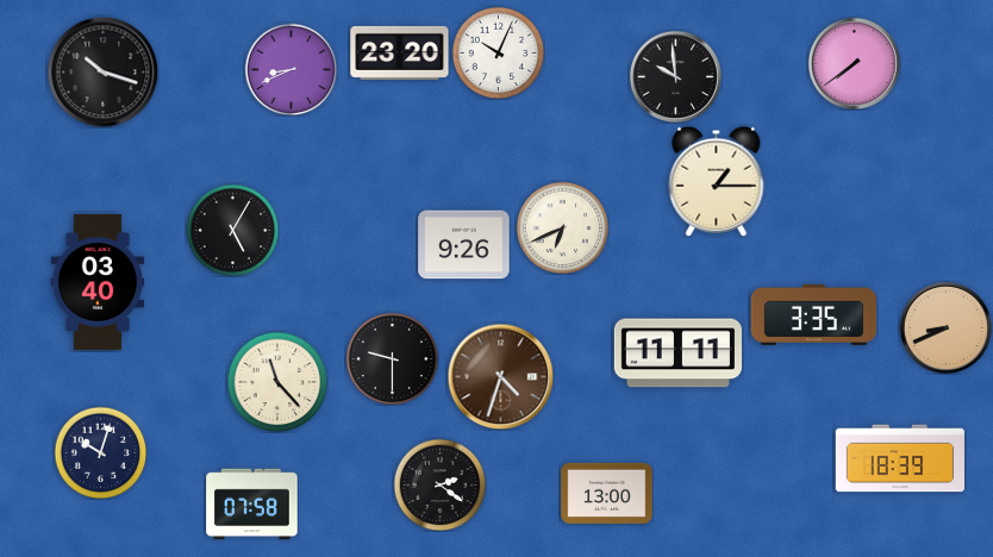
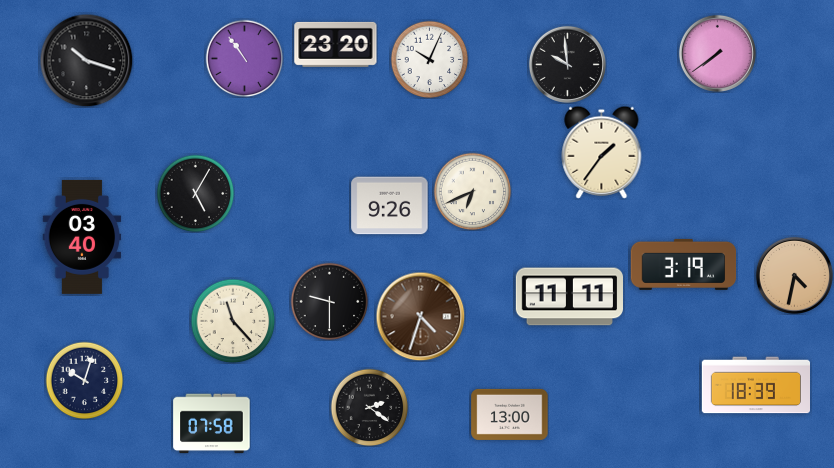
clock at (498, 52) position: (498, 52) -> (429, 59)
clock at (291, 69): 8:41 -> 10:54
clock at (717, 181): 1:15 -> 1:36
clock at (814, 314): 3:35 -> 3:19
clock at (945, 327): 8:41 -> 4:32
